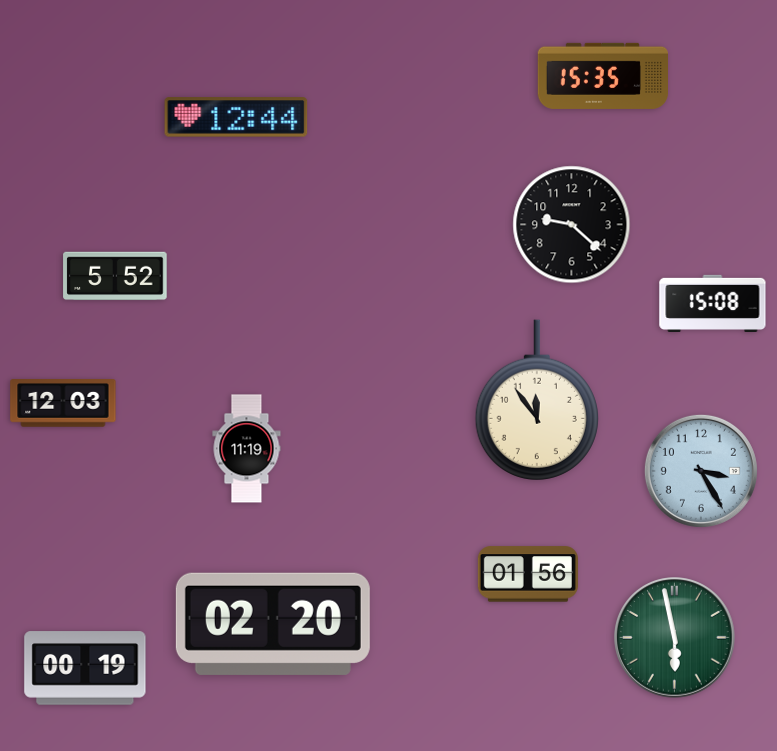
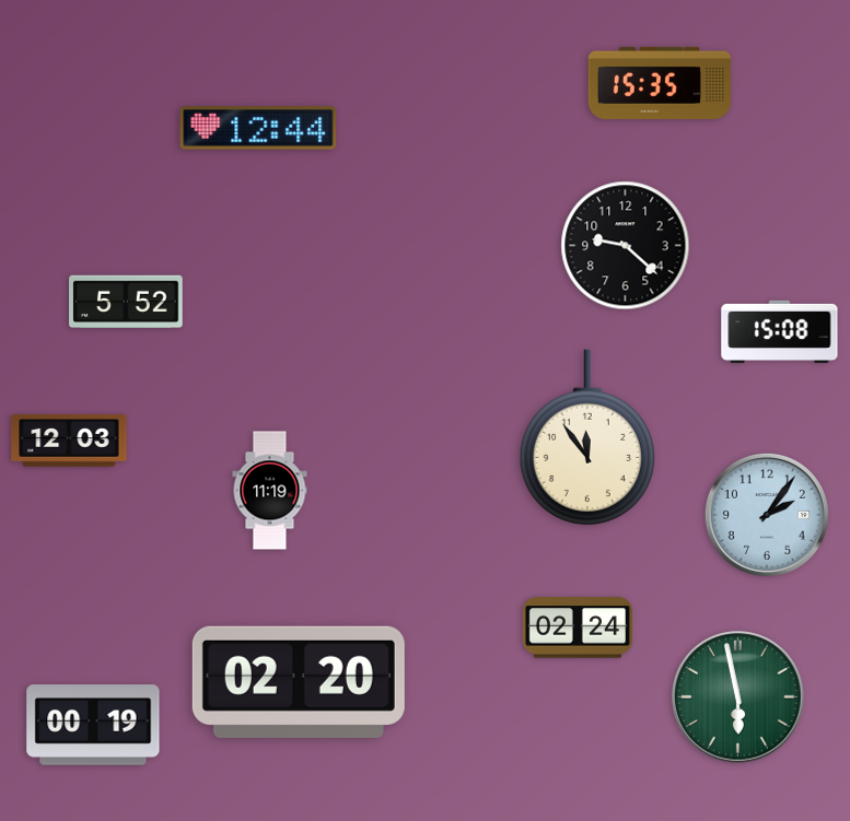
clock at (701, 471): 3:25 -> 2:06
clock at (528, 574): 01:56 -> 02:24
clock at (85, 668) position: (85, 668) -> (93, 725)
